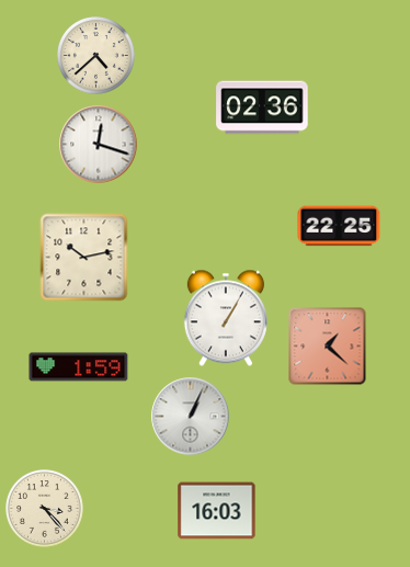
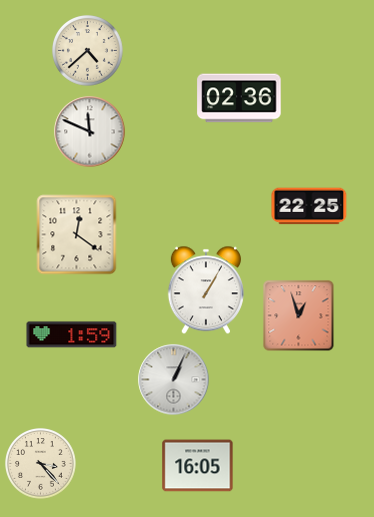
clock at (99, 145): 12:18 -> 11:49
clock at (84, 258): 10:13 -> 12:21
clock at (328, 347): 1:22 -> 12:57
clock at (217, 511): 16:03 -> 16:05
